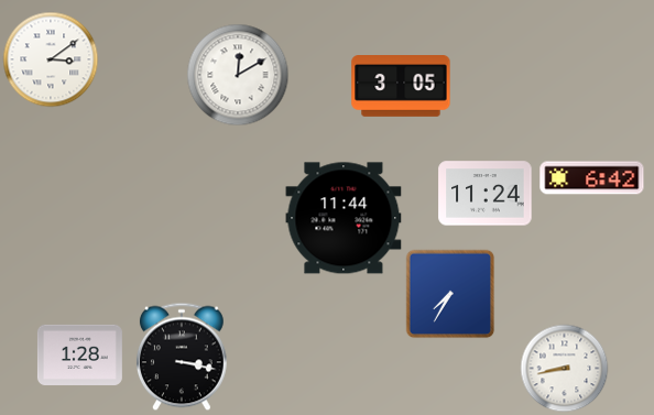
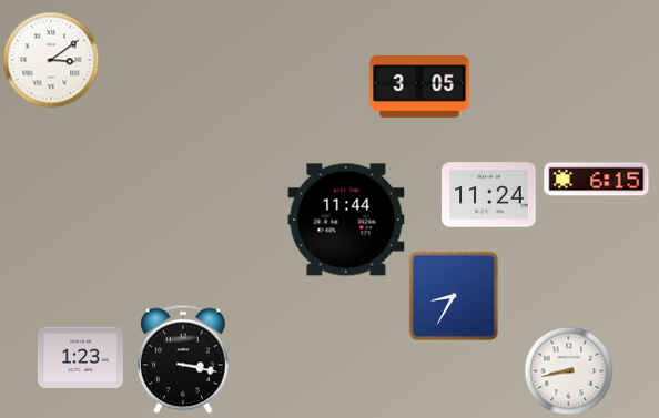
clock at (238, 75): 12:10 -> none
clock at (401, 87) position: (401, 87) -> (419, 88)
clock at (592, 178): 6:42 -> 6:15
clock at (450, 294): 7:35 -> 8:35
clock at (79, 354): 1:28 -> 1:23
